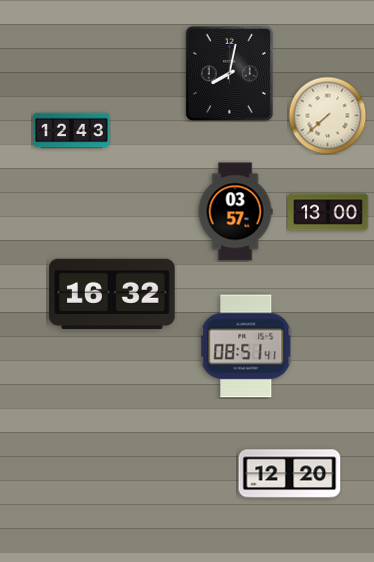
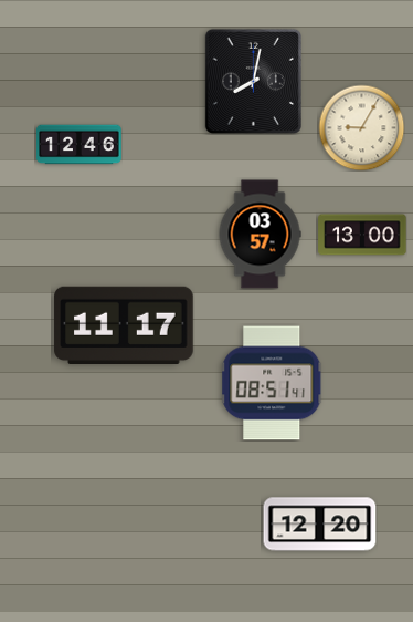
clock at (327, 115): 7:38 -> 9:05
clock at (72, 131): 12:43 -> 12:46
clock at (112, 293): 16:32 -> 11:17
